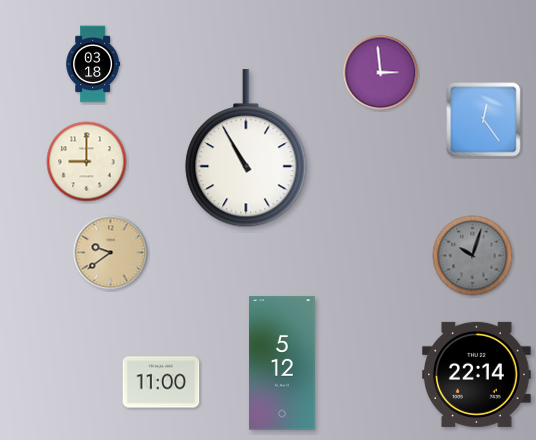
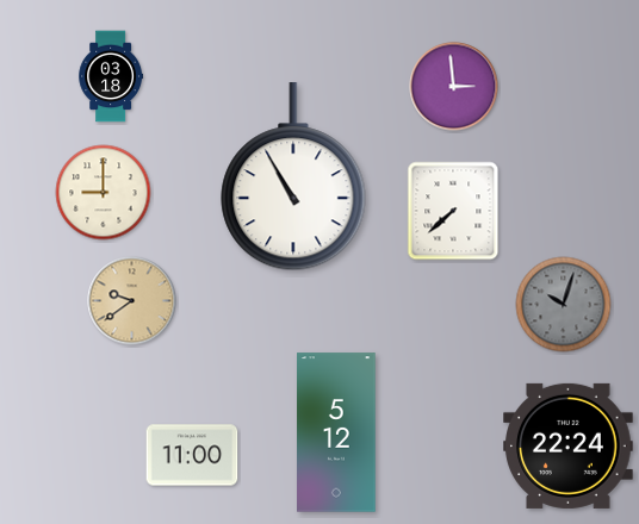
clock at (484, 120): 12:24 -> none
clock at (453, 211): none -> 7:38
clock at (477, 374): 22:14 -> 22:24
